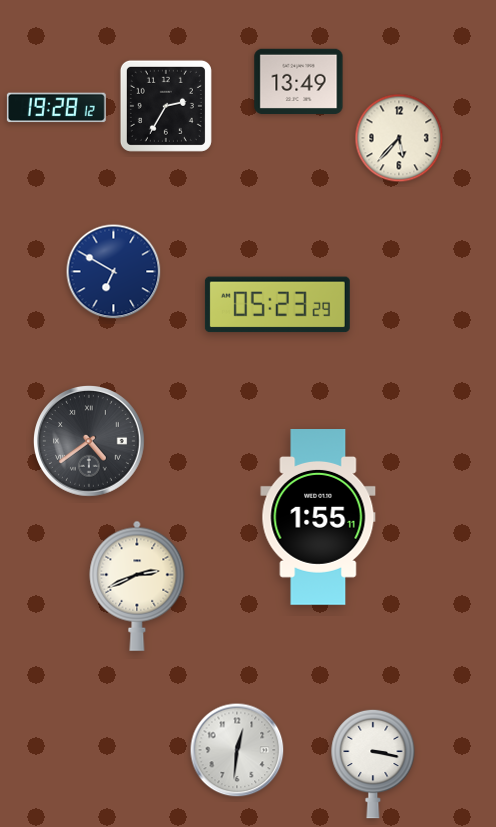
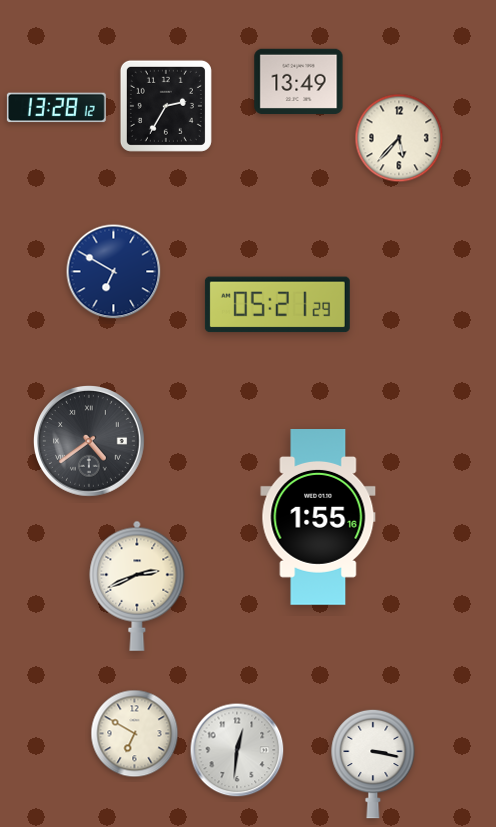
clock at (56, 108): 19:28 -> 13:28
clock at (277, 305): 05:23 -> 05:21
clock at (318, 518): 1:55:11 -> 1:55:16
clock at (135, 734): none -> 6:50
